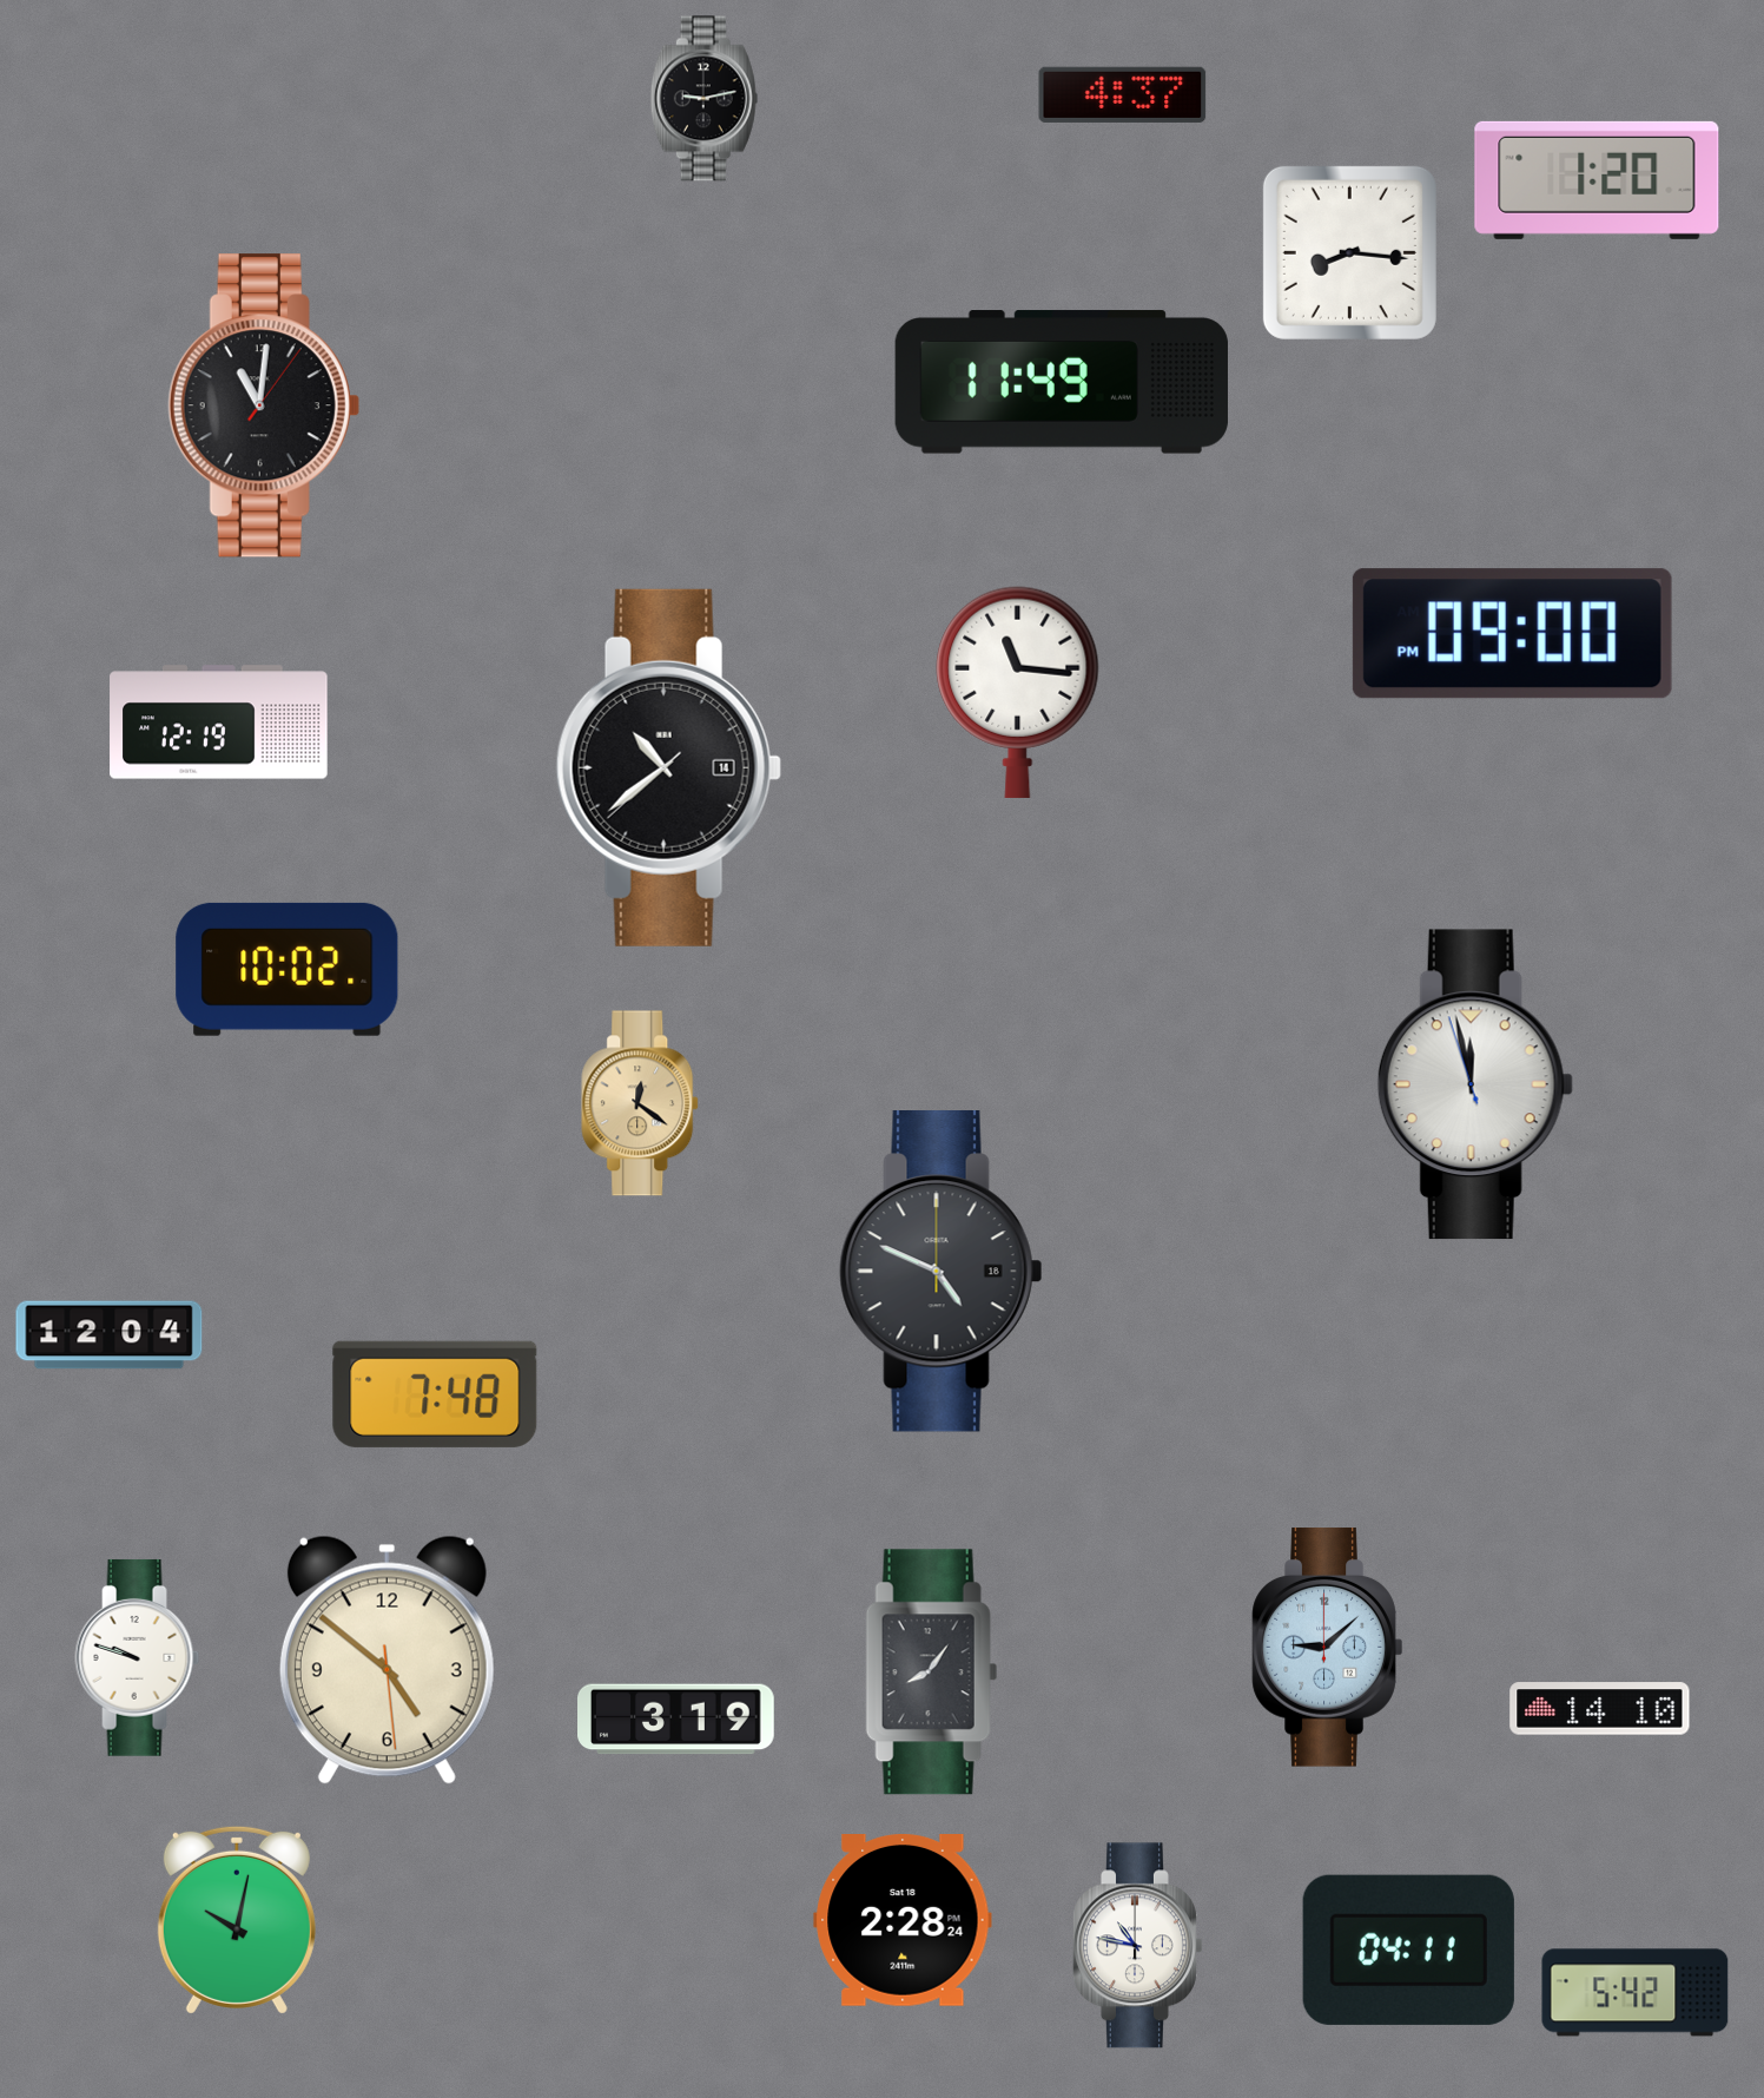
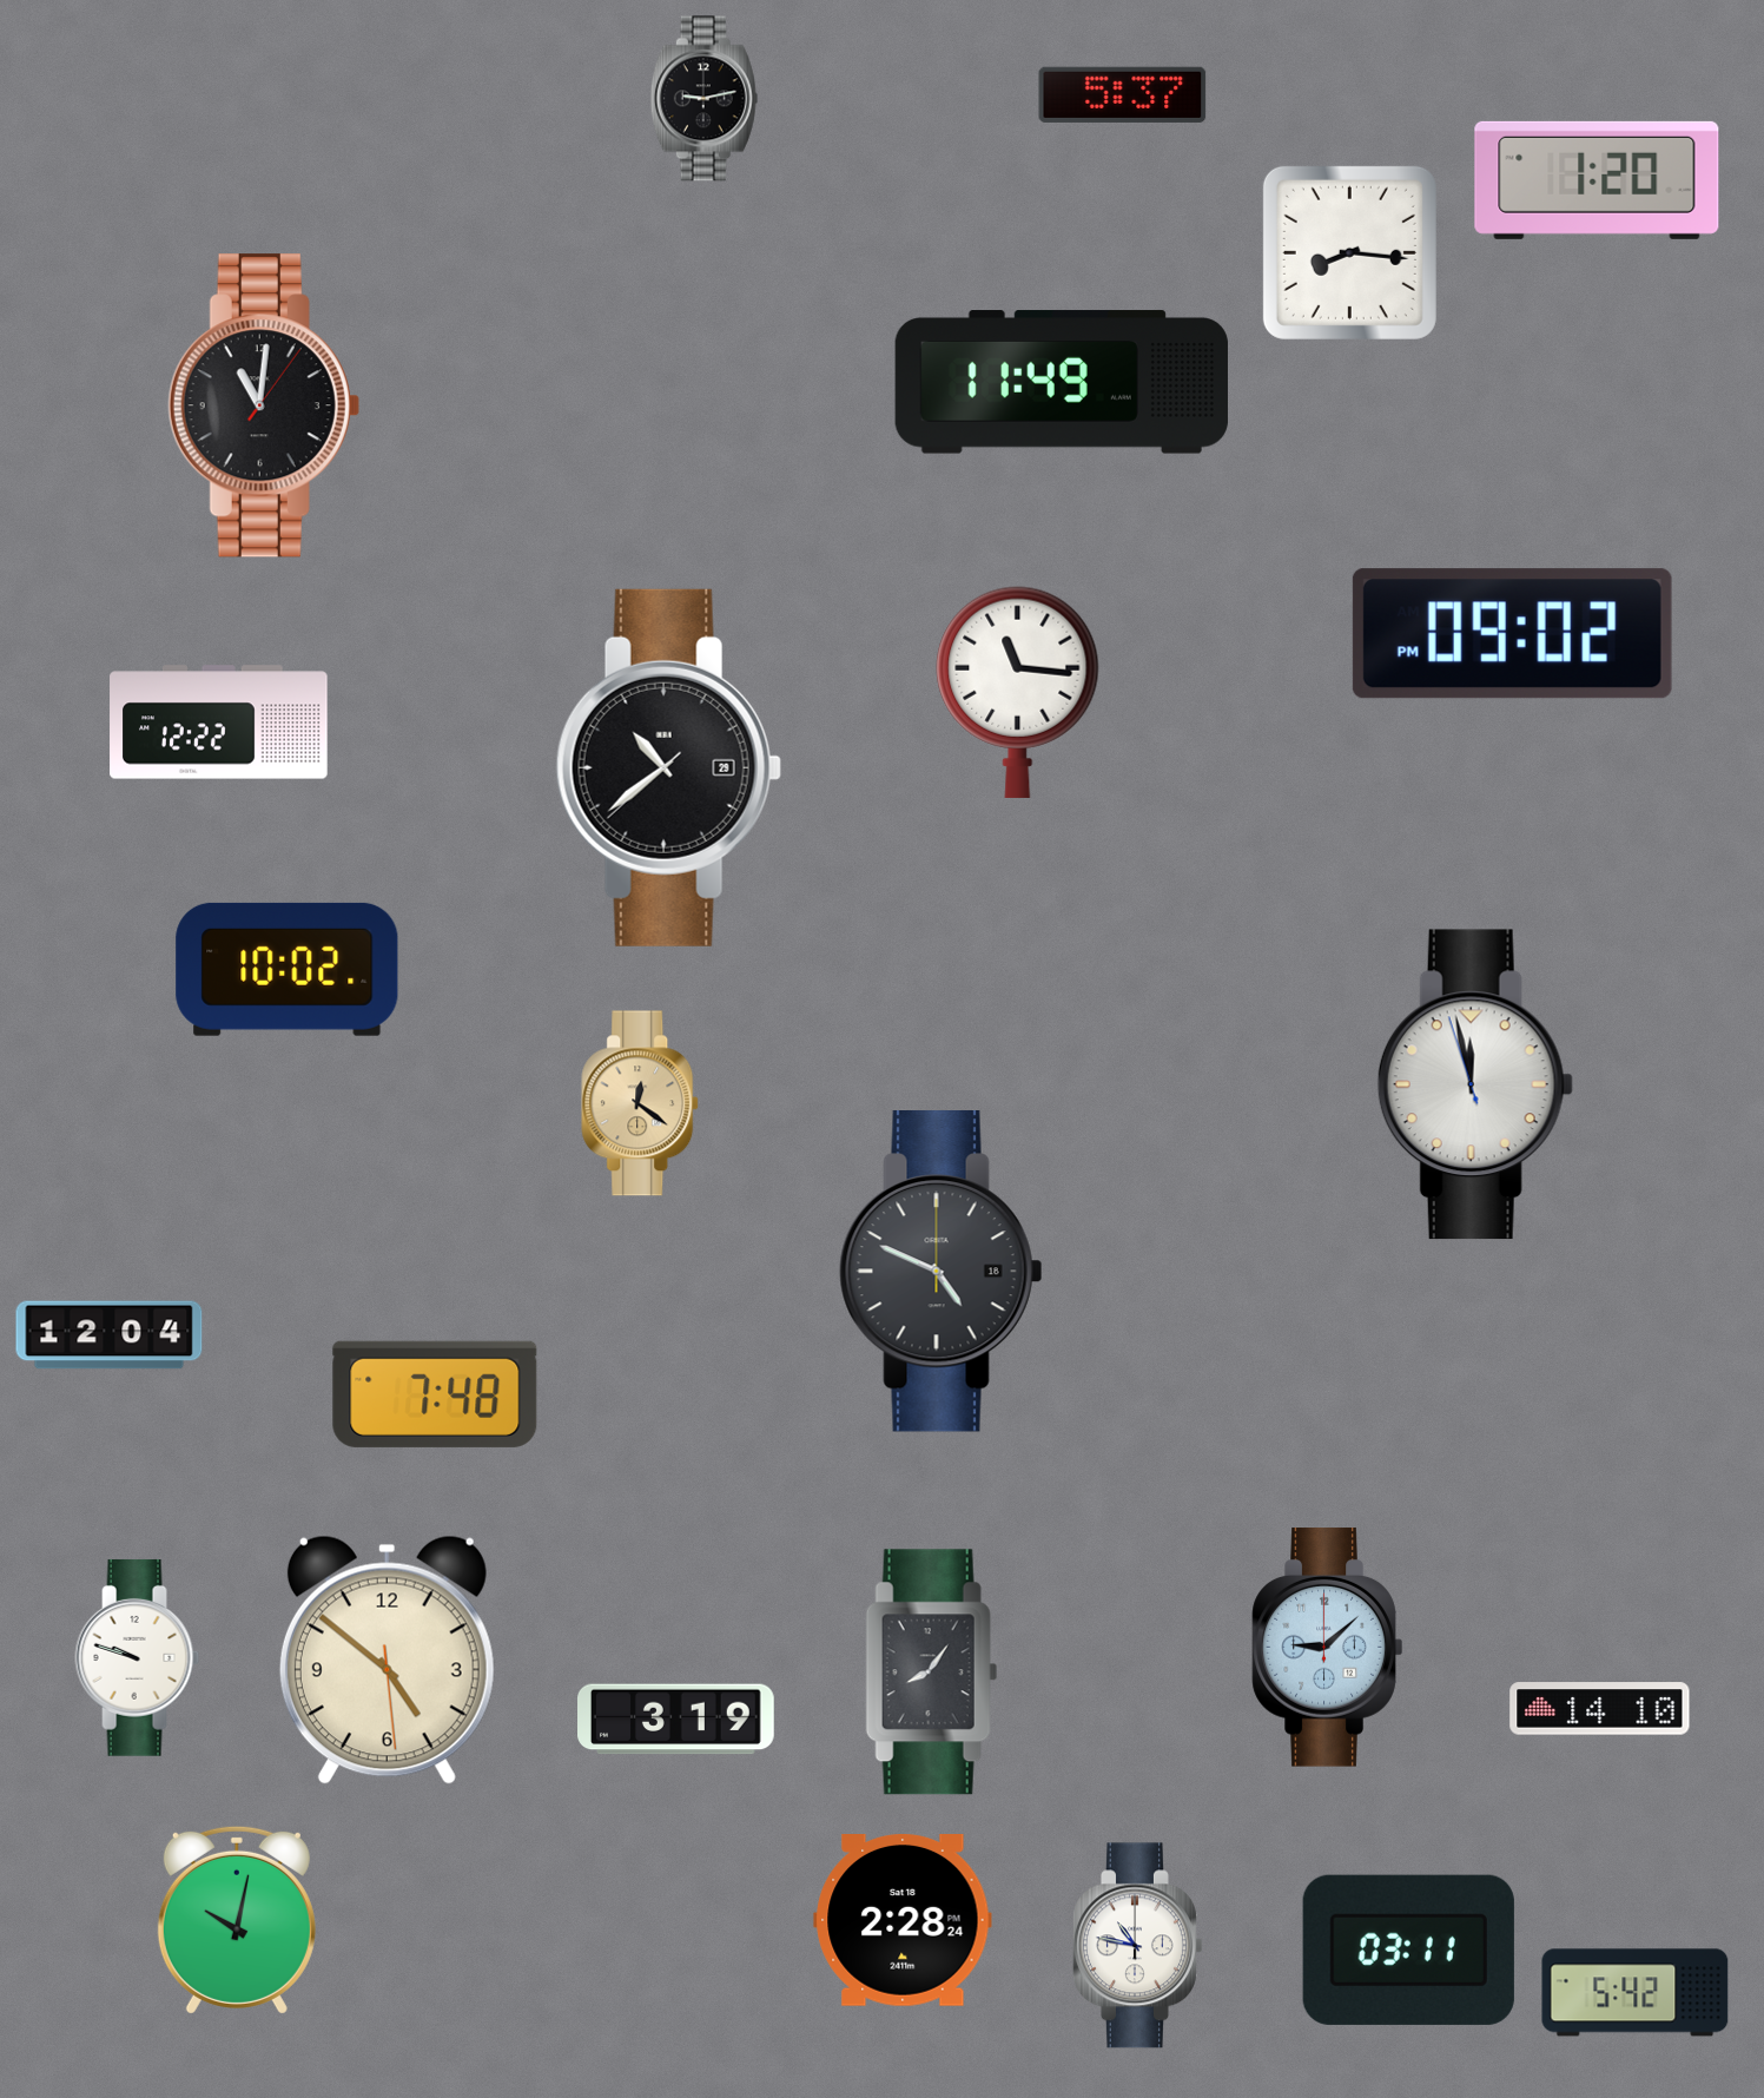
clock at (1123, 94): 4:37 -> 5:37
clock at (1512, 634): 09:00 -> 09:02
clock at (219, 723): 12:19 -> 12:22
clock at (668, 767) date: 14 -> 29
clock at (1408, 1949): 04:11 -> 03:11
